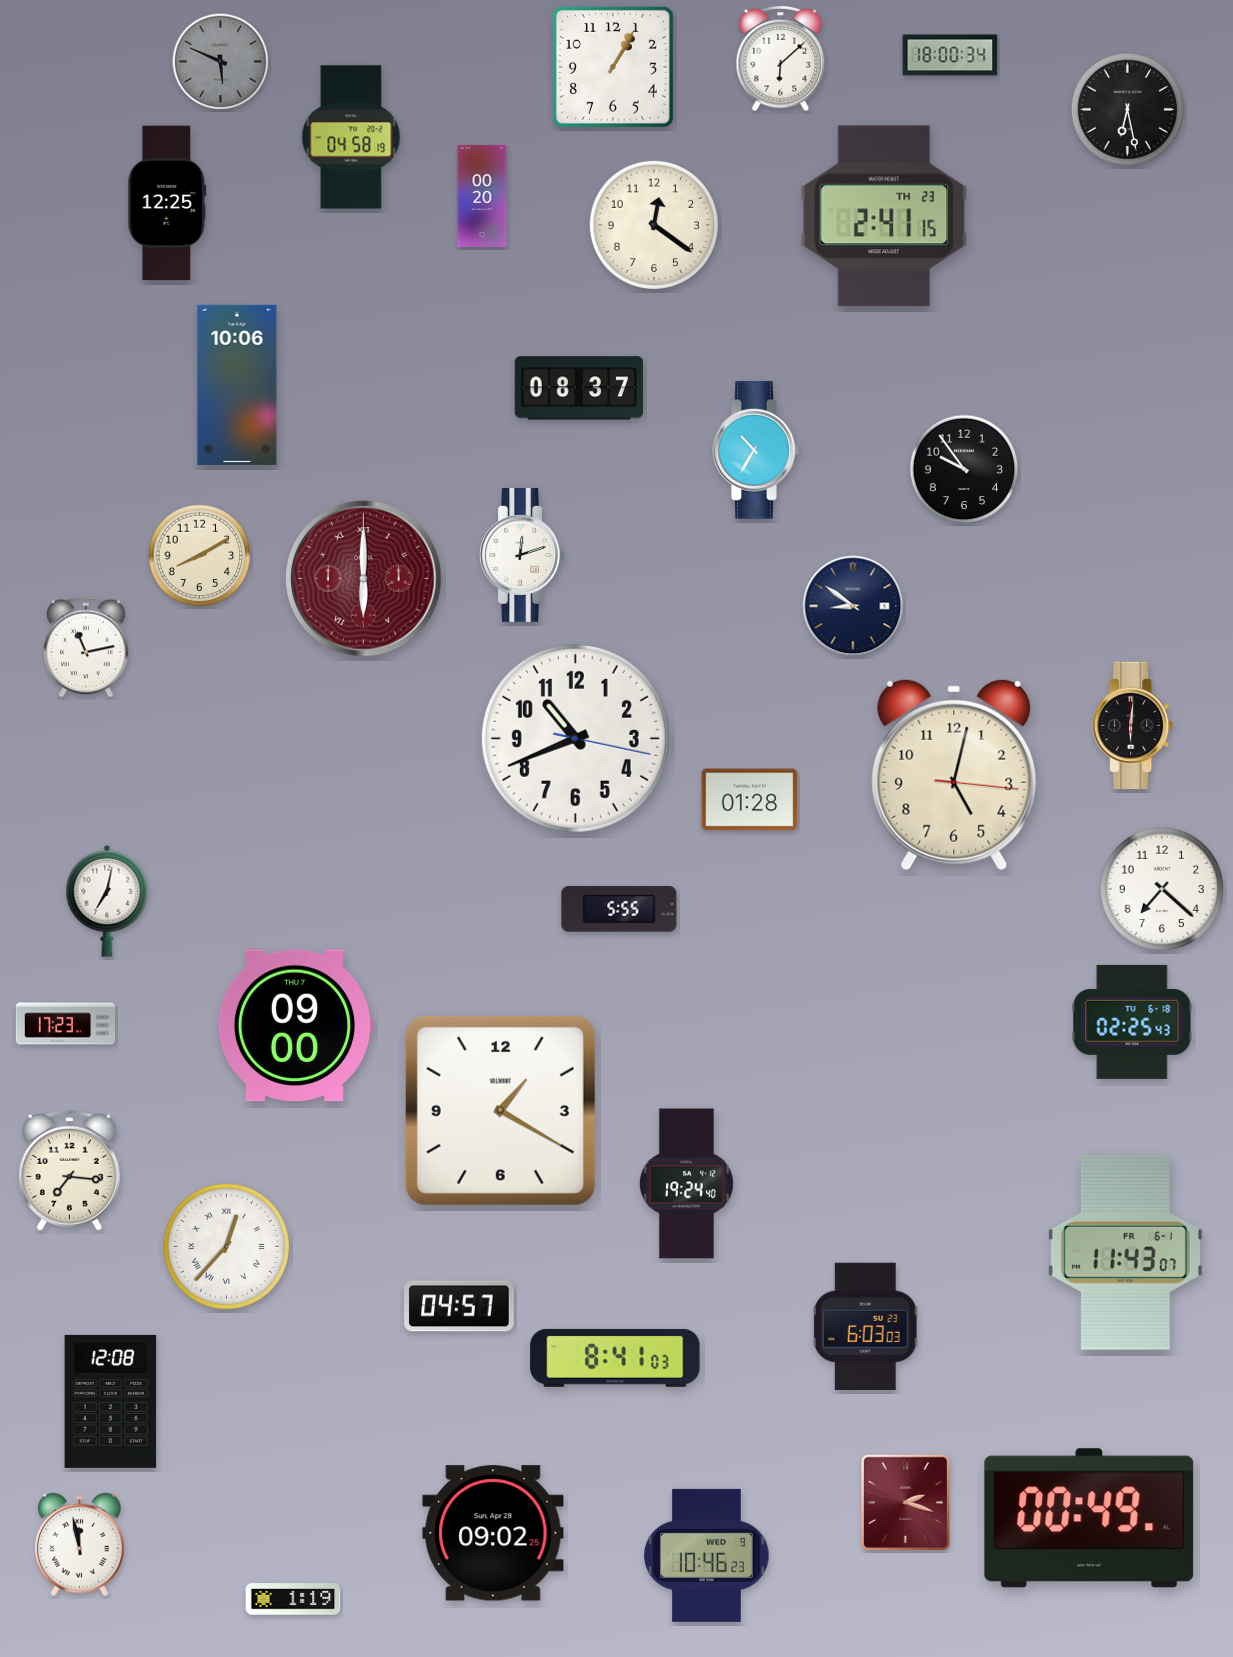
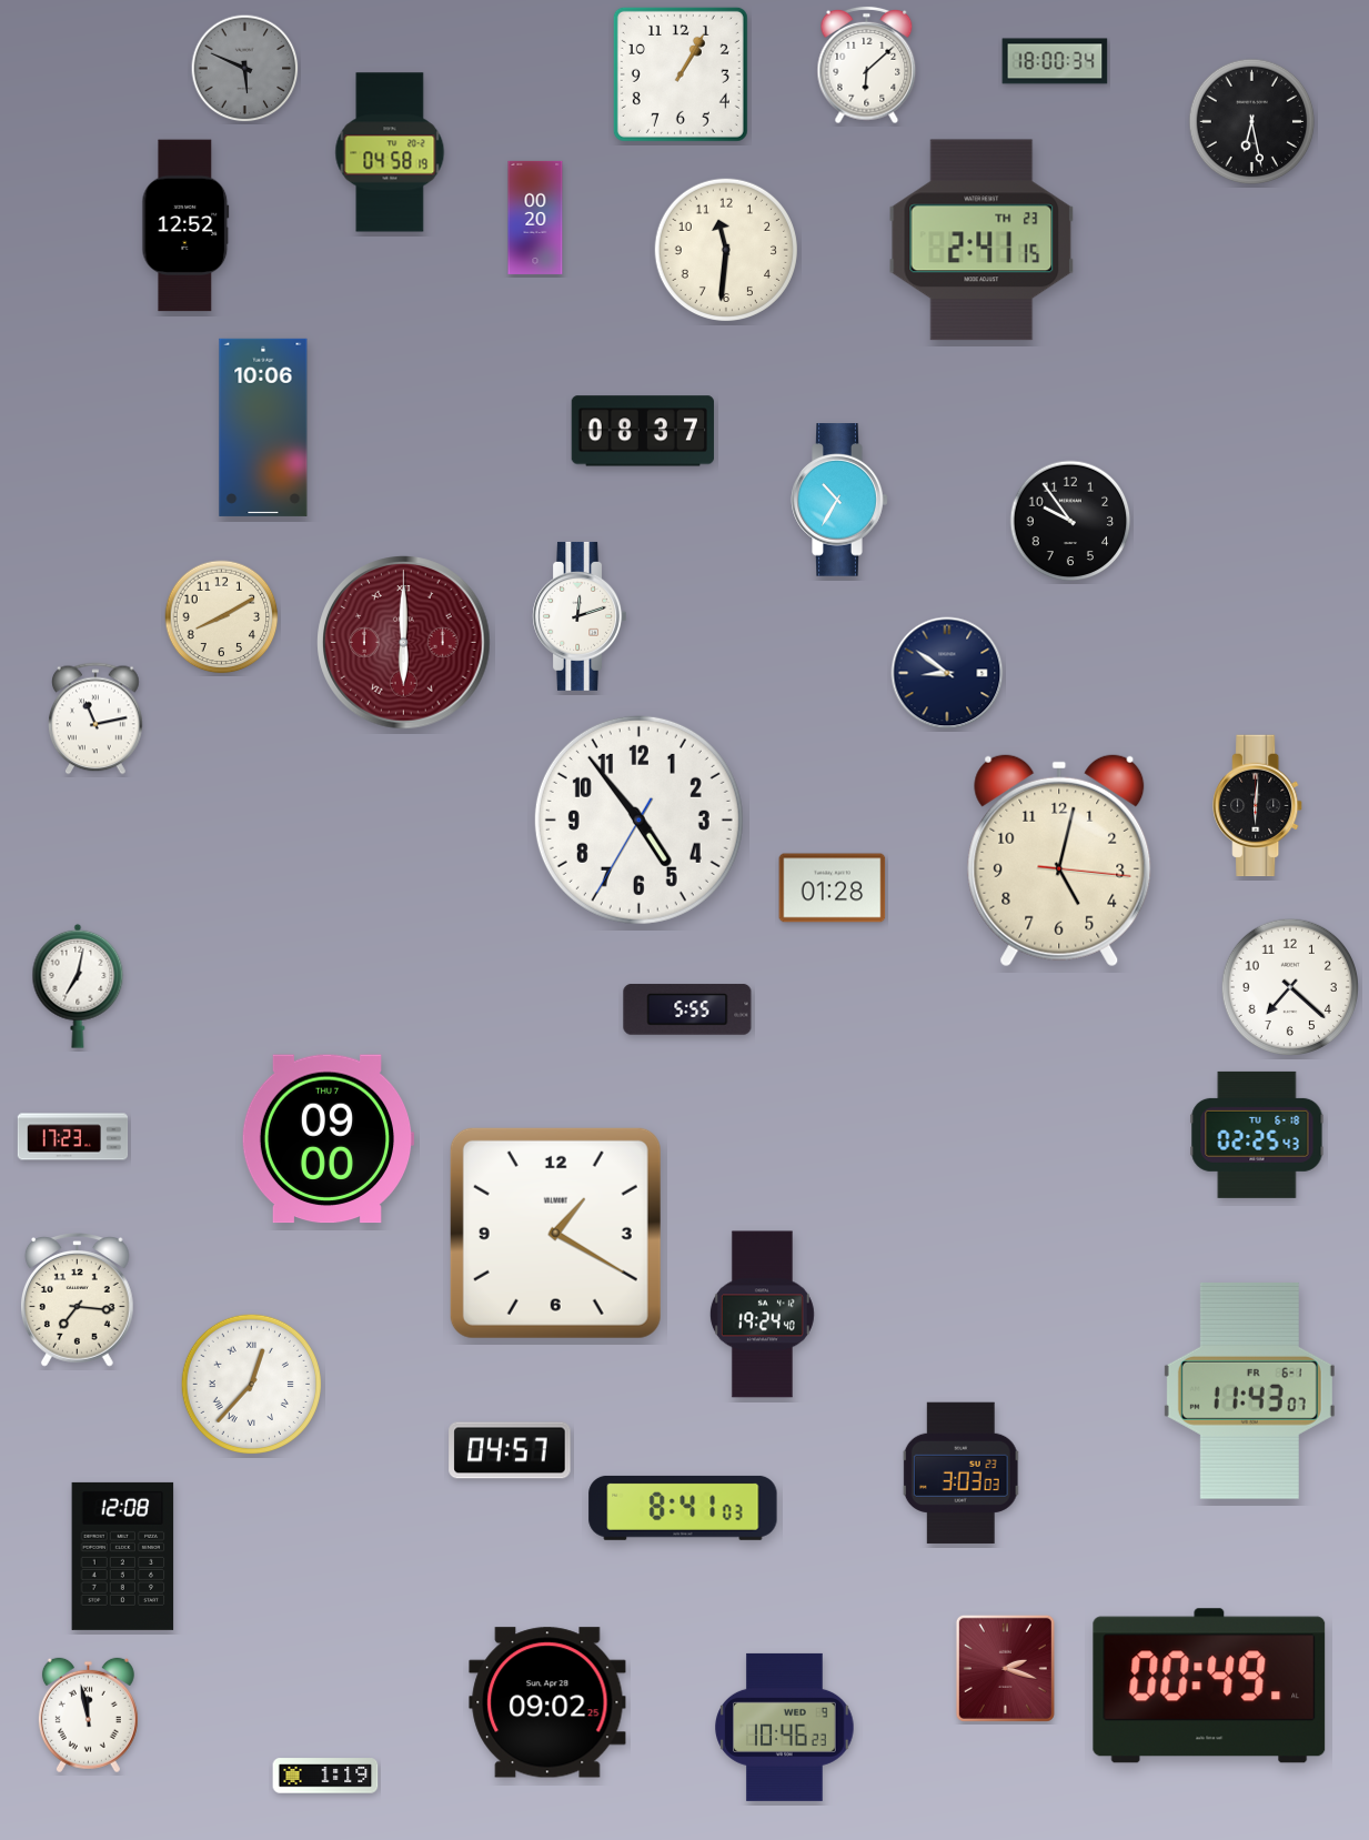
clock at (167, 203): 12:25 -> 12:52
clock at (654, 225): 12:21 -> 11:31
clock at (575, 738): 10:41 -> 4:53
clock at (107, 901) position: (107, 901) -> (78, 986)
clock at (866, 1327): 6:03 -> 3:03
